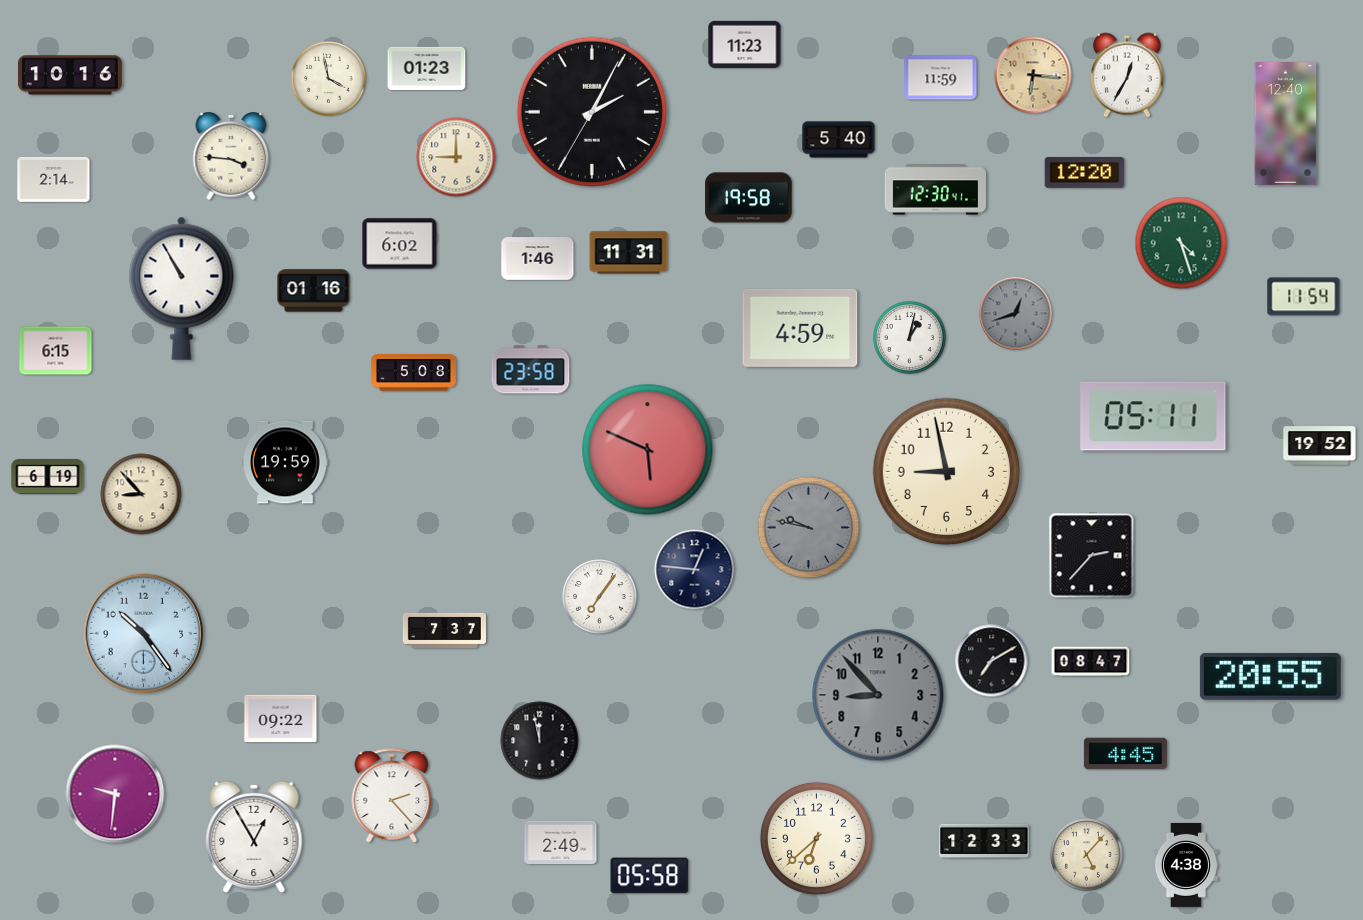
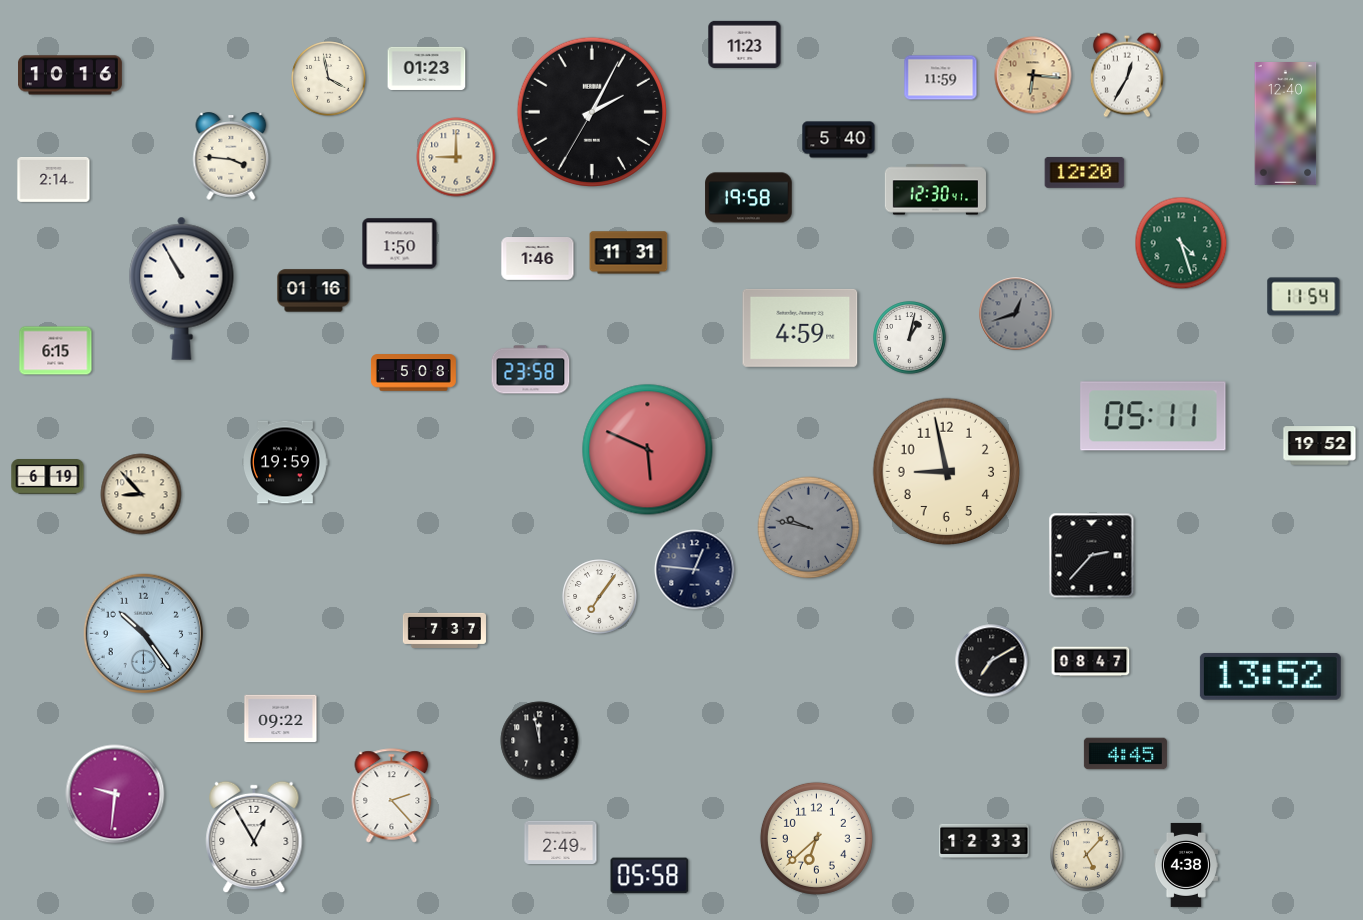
clock at (400, 244): 6:02 -> 1:50
clock at (1270, 676): 20:55 -> 13:52
clock at (878, 695): 8:53 -> none
